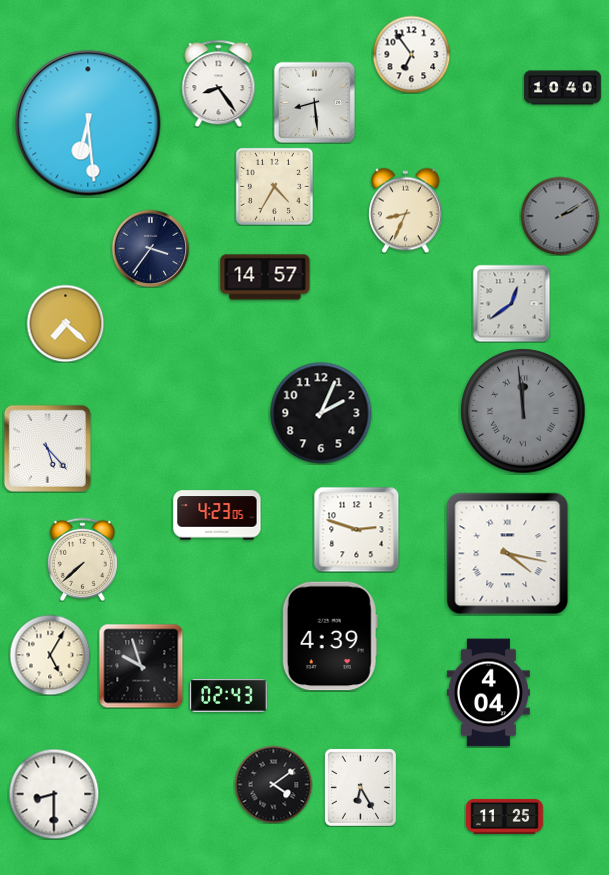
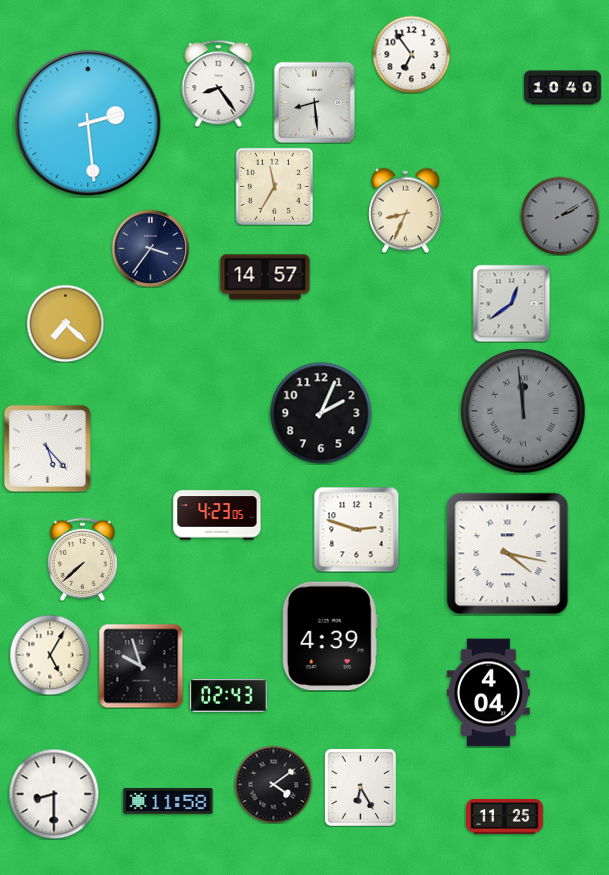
clock at (88, 123): 6:29 -> 2:29
clock at (274, 186): 4:35 -> 11:35
clock at (168, 802): none -> 11:58
